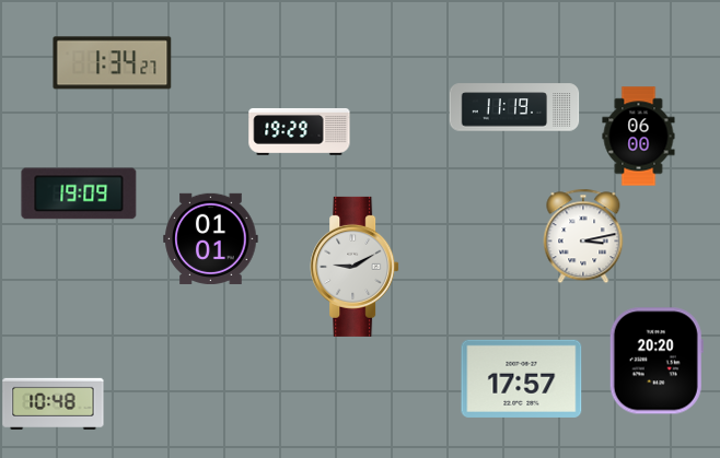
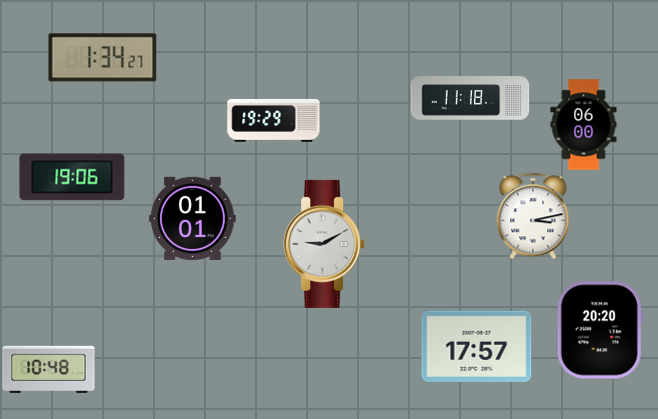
clock at (514, 107): 11:19 -> 11:18
clock at (79, 193): 19:09 -> 19:06
